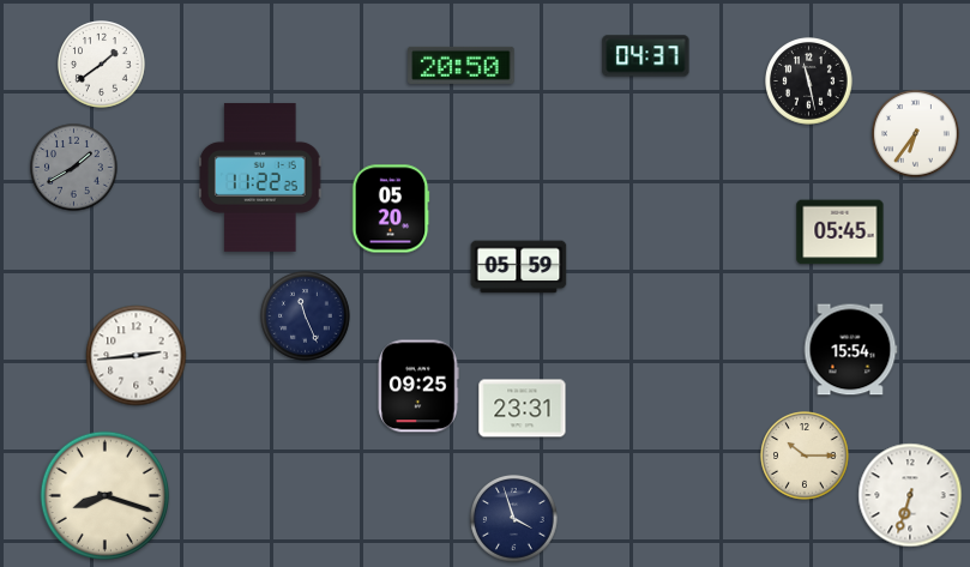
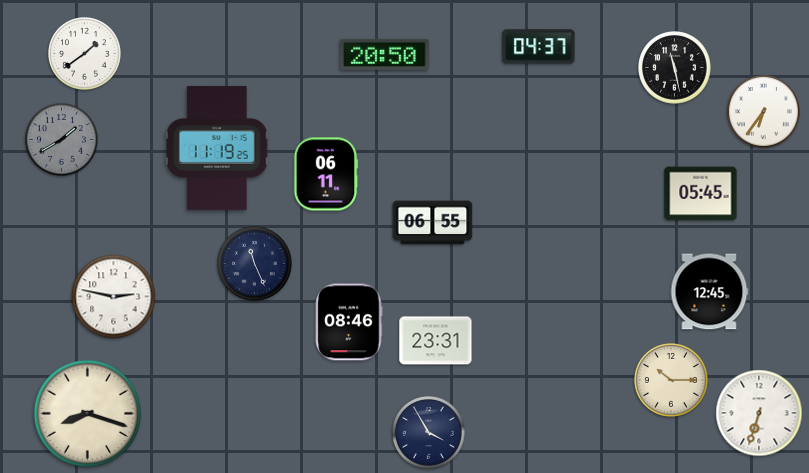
clock at (261, 177): 11:22 -> 11:19
clock at (391, 209): 05:20 -> 06:11
clock at (519, 267): 05:59 -> 06:55
clock at (850, 350): 15:54 -> 12:45
clock at (137, 356): 2:44 -> 2:47
clock at (418, 386): 09:25 -> 08:46
clock at (514, 519): 3:57 -> 3:55
